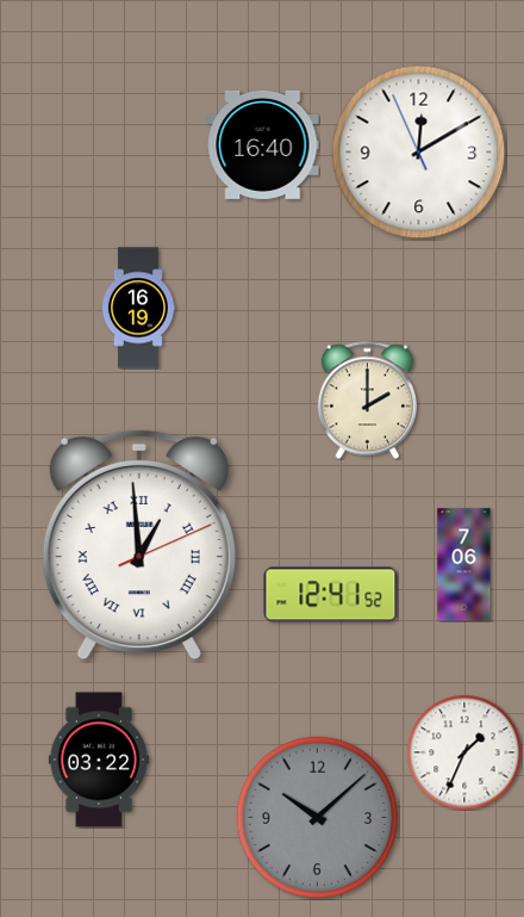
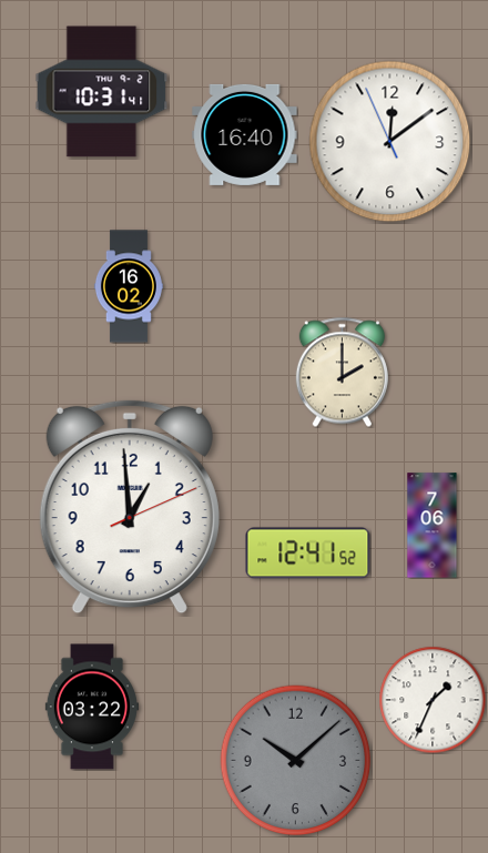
clock at (102, 92): none -> 10:31
clock at (419, 153): 12:09 -> 12:08
clock at (138, 308): 16:19 -> 16:02
clock at (139, 545) numerals: Roman -> Arabic
